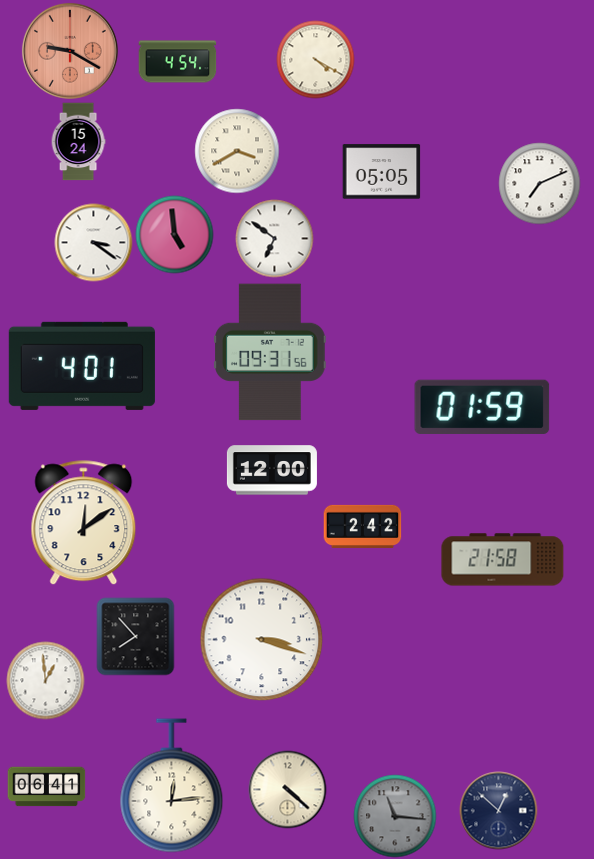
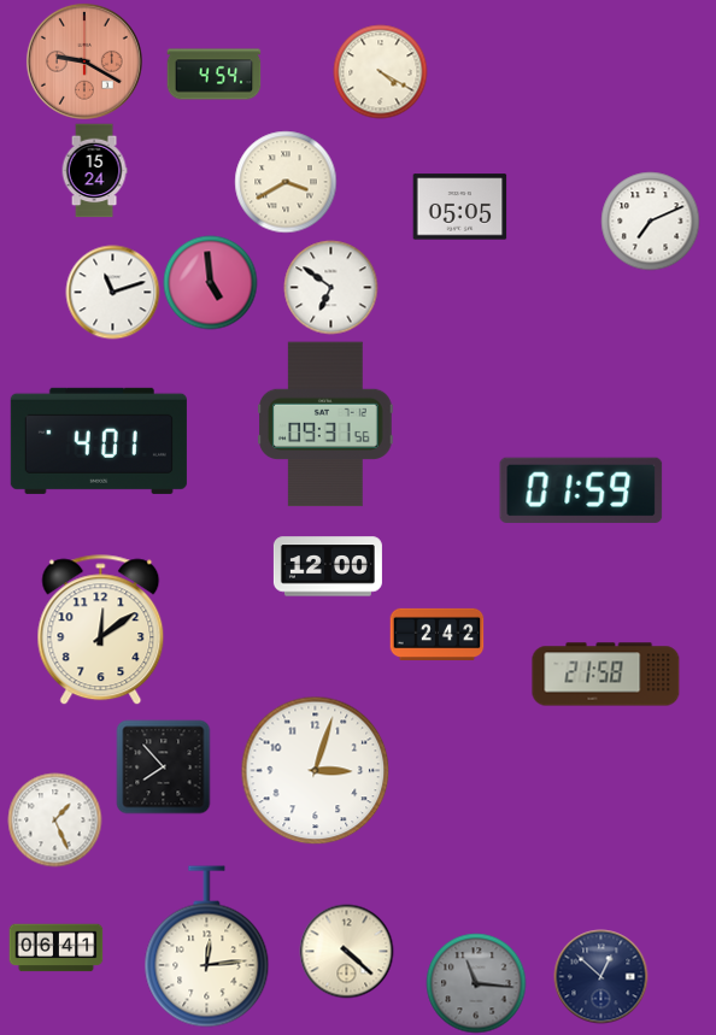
clock at (93, 242): 3:21 -> 11:12
clock at (261, 639): 3:18 -> 3:03
clock at (45, 680): 12:59 -> 1:26
